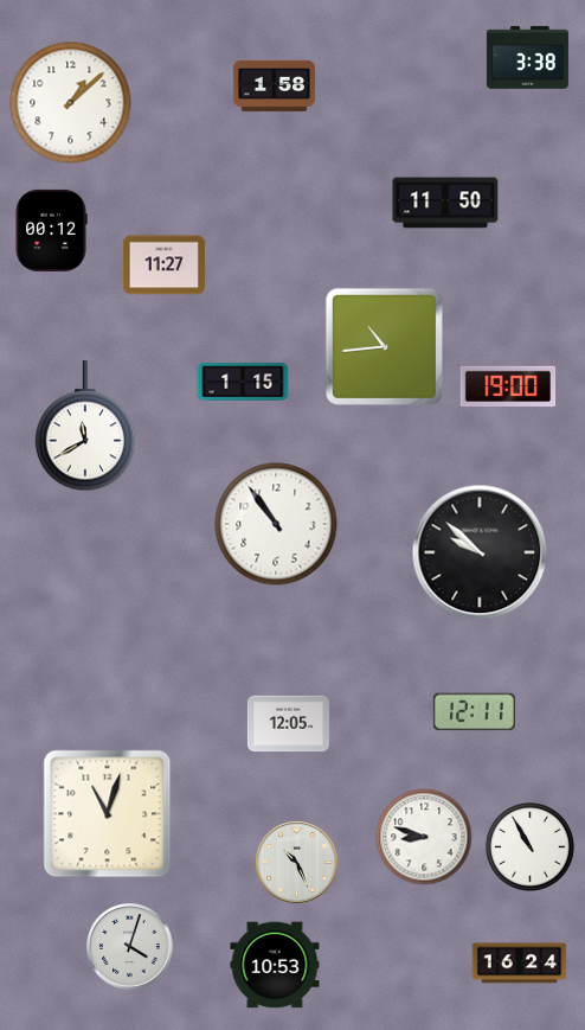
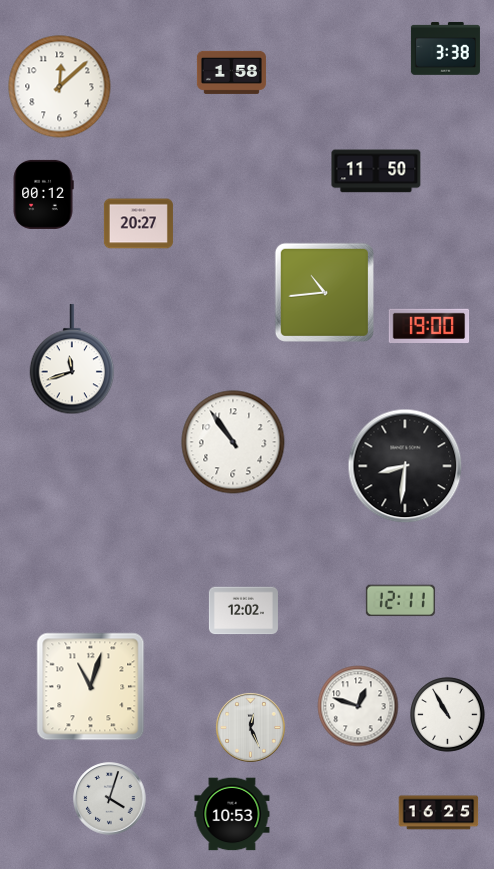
clock at (71, 103): 1:08 -> 12:08
clock at (163, 266): 11:27 -> 20:27
clock at (243, 382): 1:15 -> none
clock at (85, 427): 11:40 -> 11:42
clock at (480, 552): 9:52 -> 8:31
clock at (288, 724): 12:05 -> 12:02
clock at (424, 837): 8:48 -> 12:48
clock at (297, 863): 10:26 -> 12:26
clock at (520, 964): 16:24 -> 16:25
